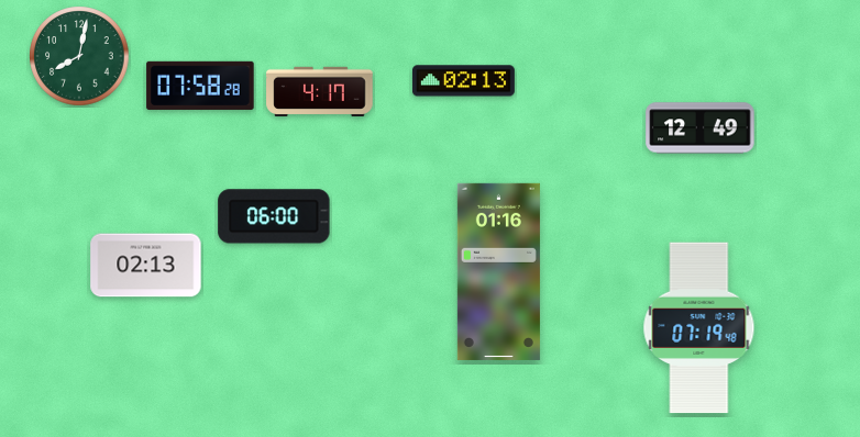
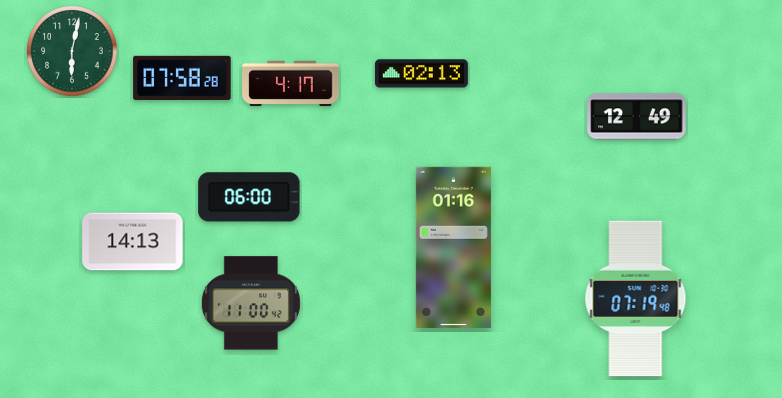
clock at (79, 56): 8:02 -> 6:02
clock at (146, 266): 02:13 -> 14:13
clock at (251, 303): none -> 11:00
